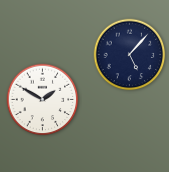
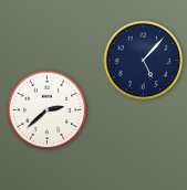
clock at (43, 100): 1:50 -> 2:38
